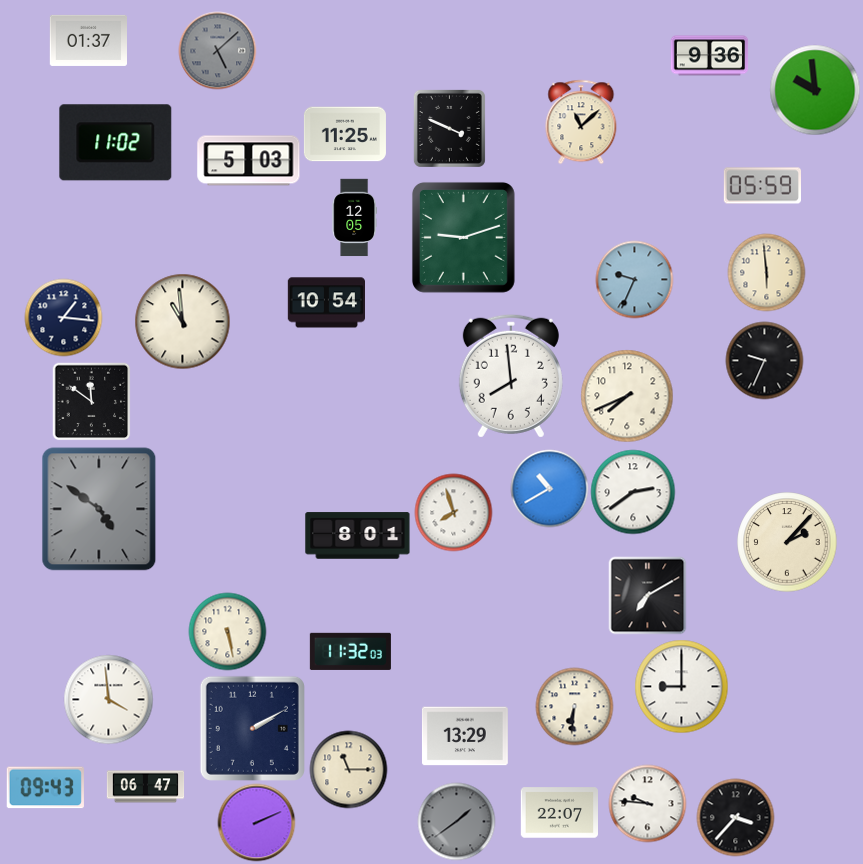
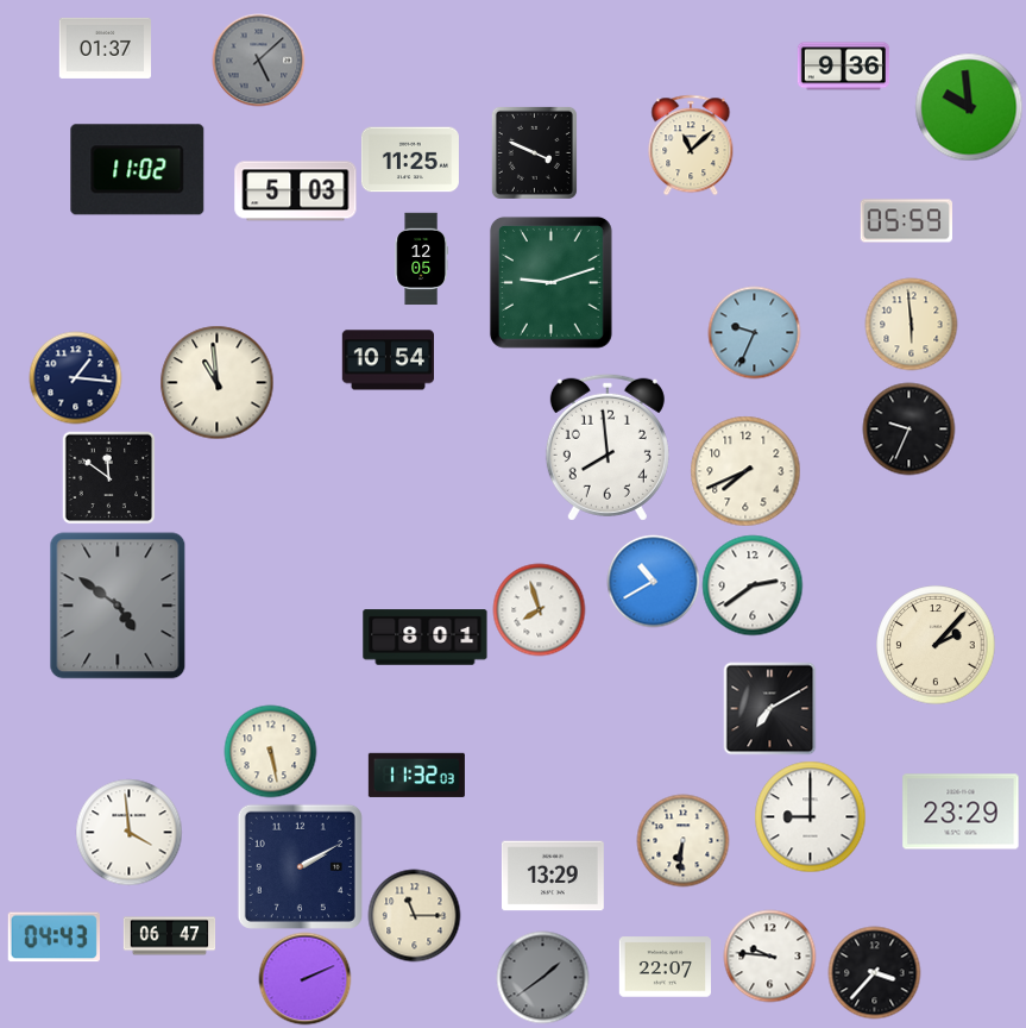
clock at (961, 811): none -> 23:29
clock at (145, 787) position: (145, 787) -> (169, 936)
clock at (45, 788): 09:43 -> 04:43
